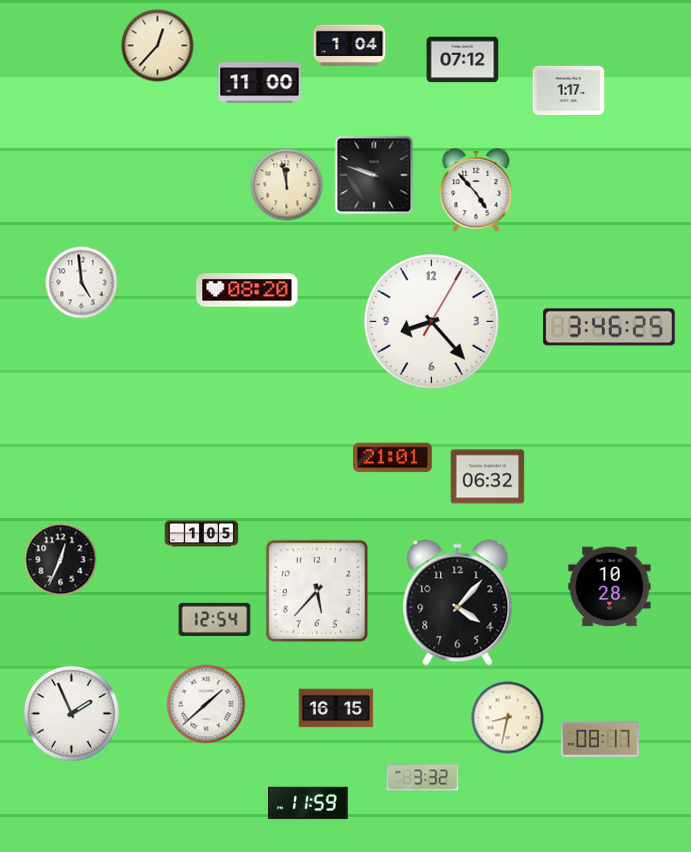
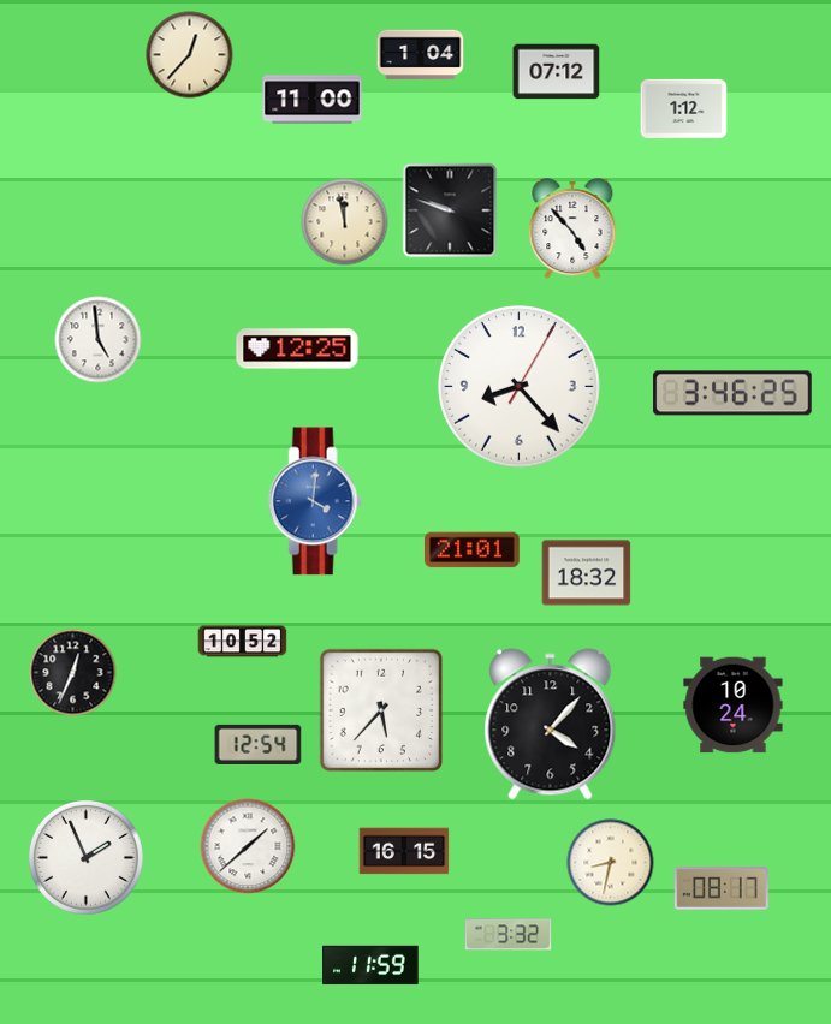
clock at (569, 90): 1:17 -> 1:12
clock at (247, 290): 08:20 -> 12:25
clock at (315, 501): none -> 4:01
clock at (488, 477): 06:32 -> 18:32
clock at (202, 534): 1:05 -> 10:52
clock at (610, 587): 10:28 -> 10:24
